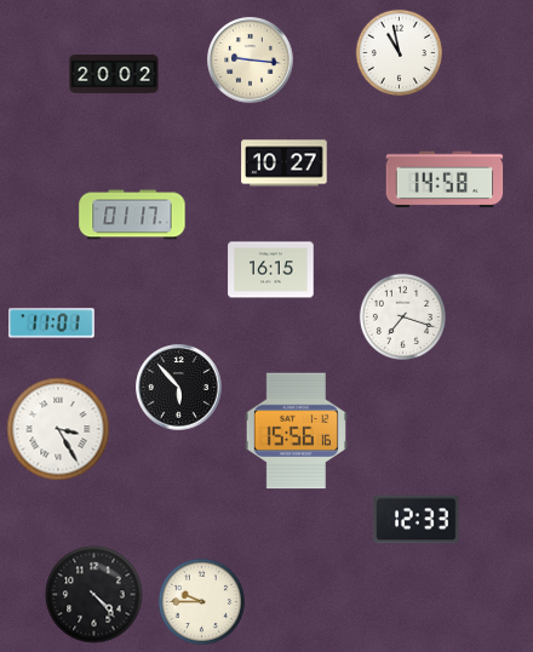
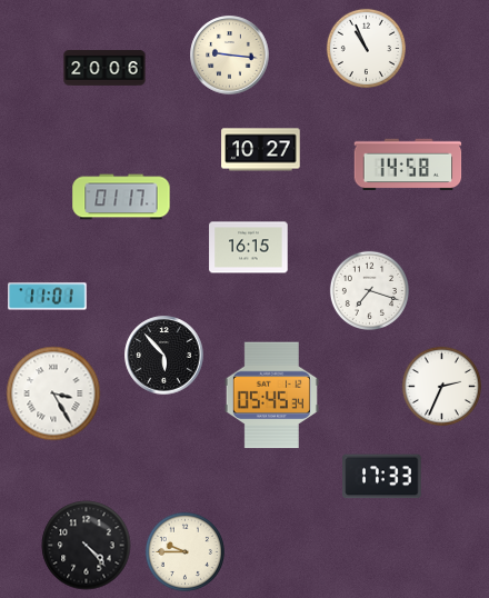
clock at (399, 52): 10:58 -> 10:56
clock at (114, 74): 20:02 -> 20:06
clock at (441, 386): none -> 2:34
clock at (296, 431): 15:56 -> 05:45
clock at (417, 520): 12:33 -> 17:33
